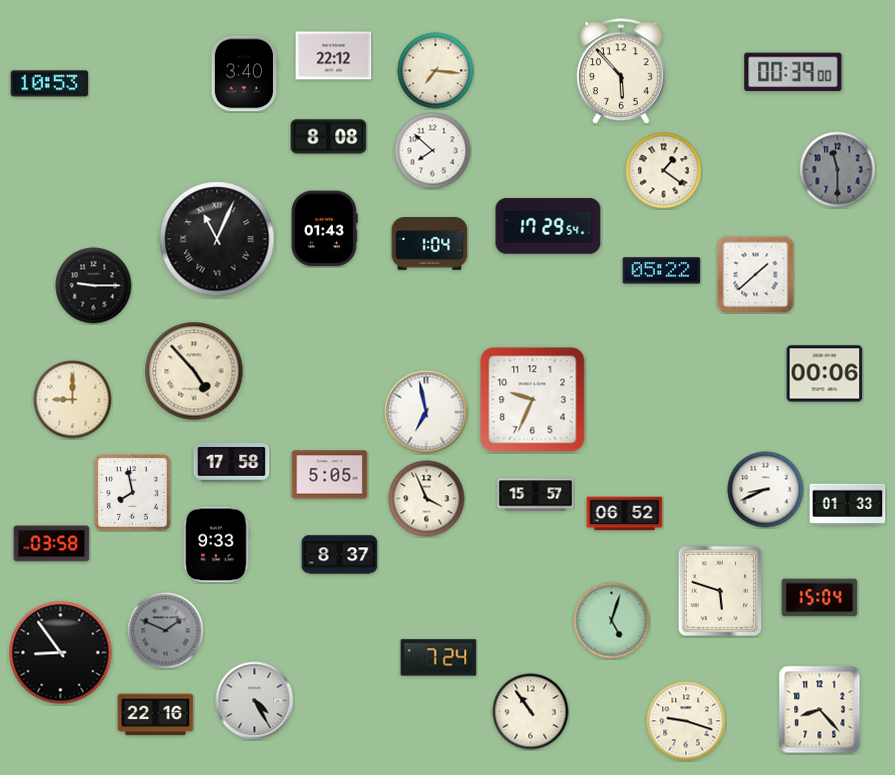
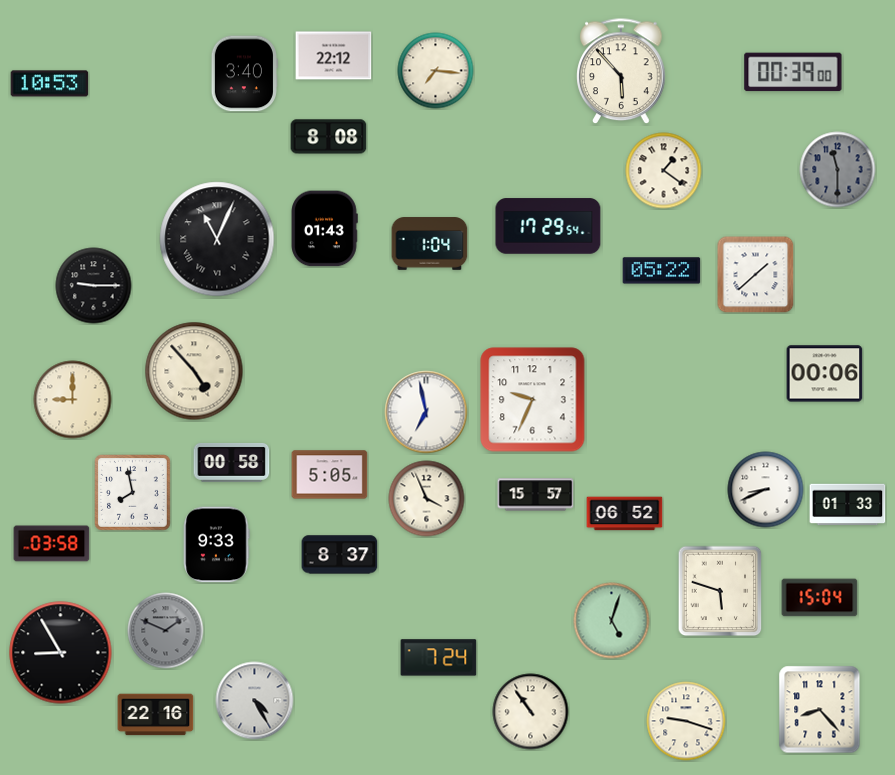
clock at (433, 151): 7:52 -> none
clock at (232, 463): 17:58 -> 00:58
clock at (61, 653): 8:54 -> 8:55
